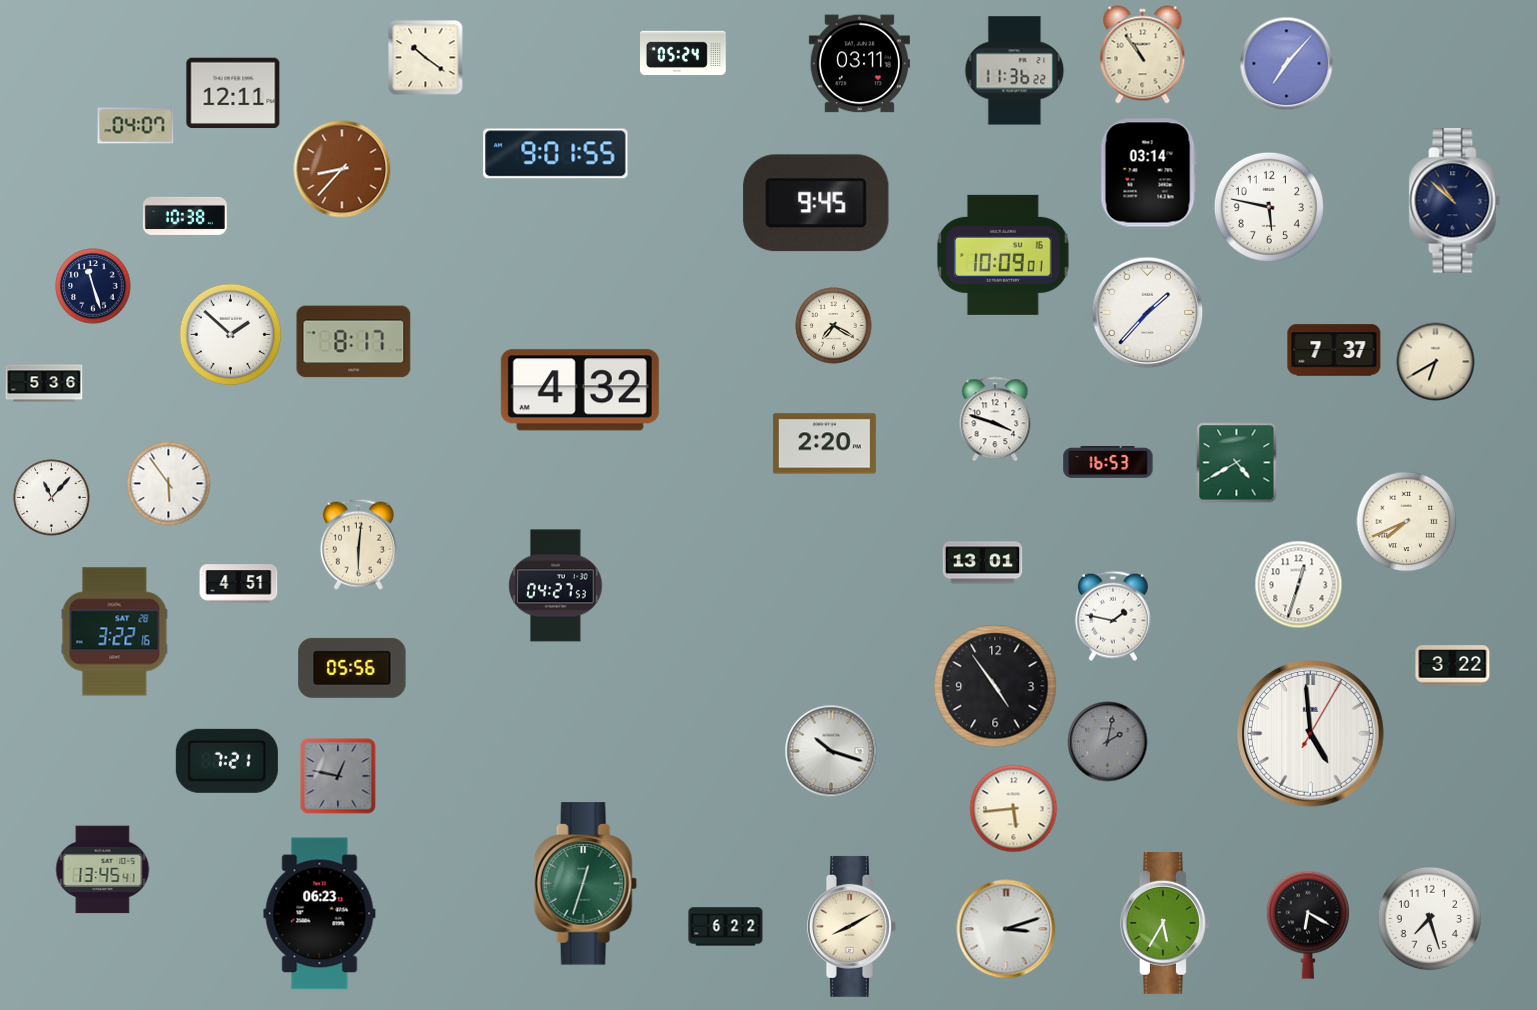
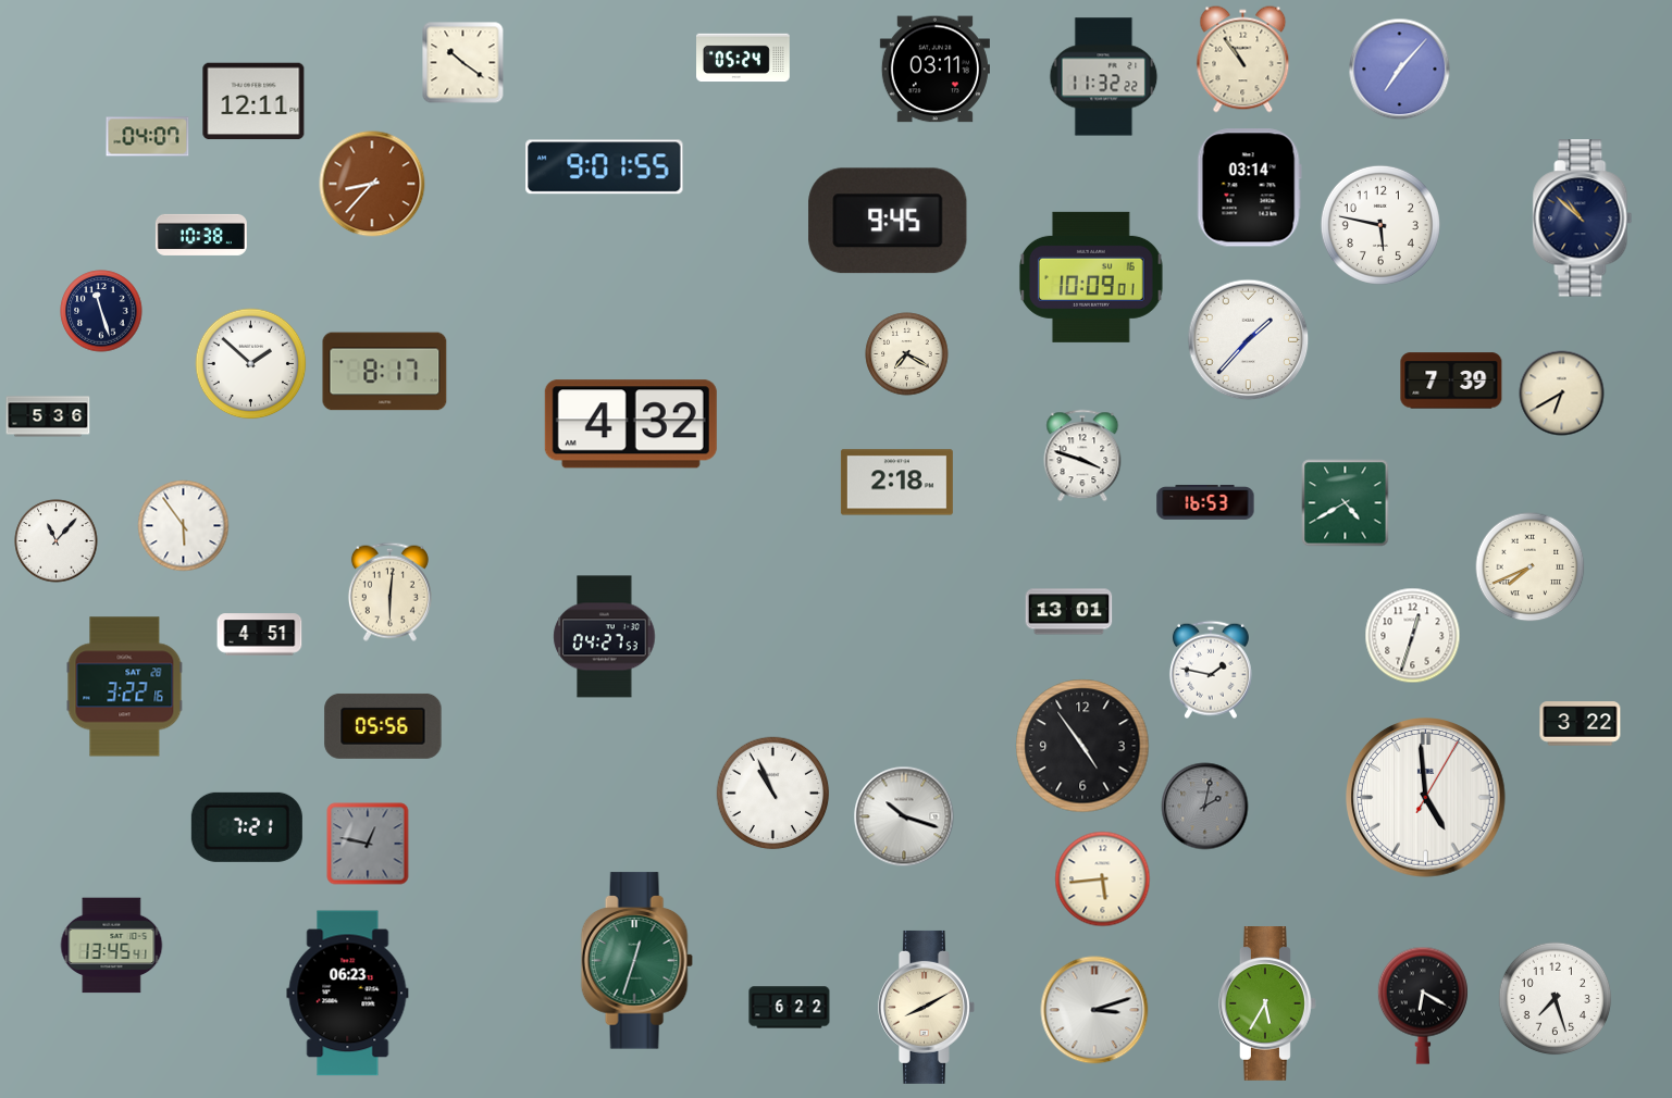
clock at (1015, 71): 11:36 -> 11:32
clock at (1334, 350): 7:37 -> 7:39
clock at (824, 444): 2:20 -> 2:18
clock at (773, 794): none -> 10:56
